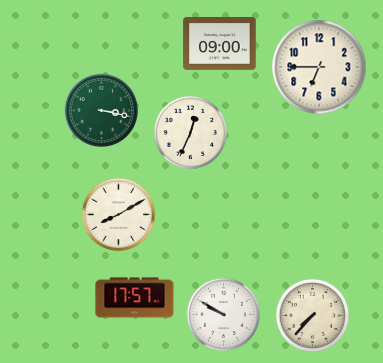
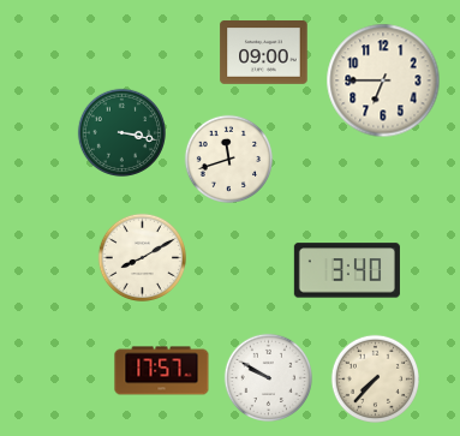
clock at (190, 132): 12:34 -> 11:42
clock at (347, 270): none -> 3:40
clock at (135, 298) position: (135, 298) -> (162, 371)
